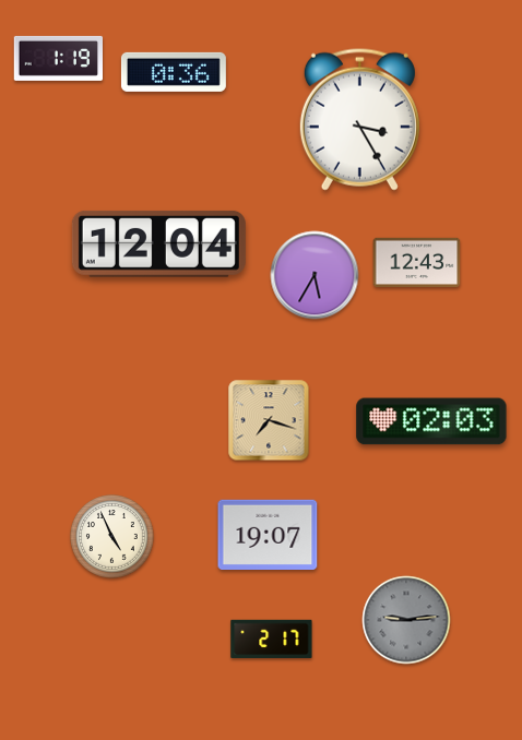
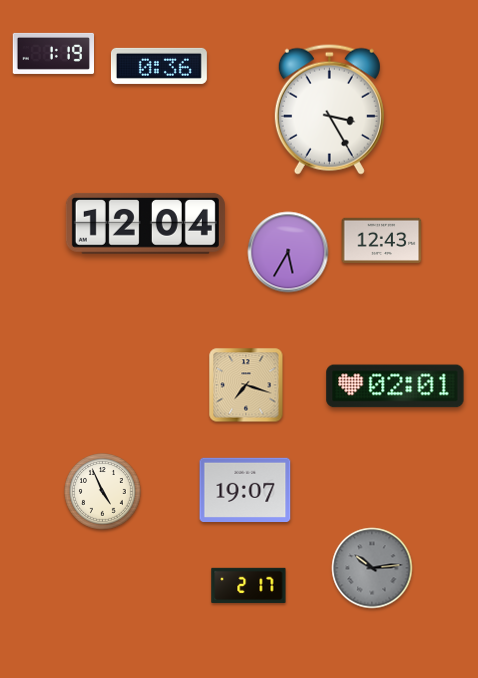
clock at (431, 421): 02:03 -> 02:01
clock at (406, 620): 9:14 -> 10:14
